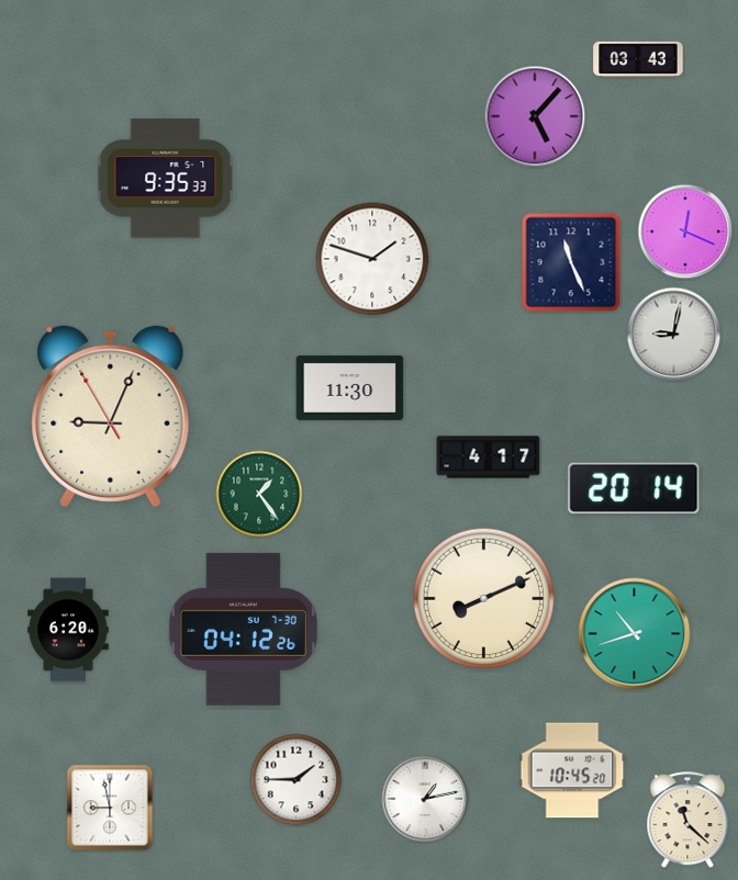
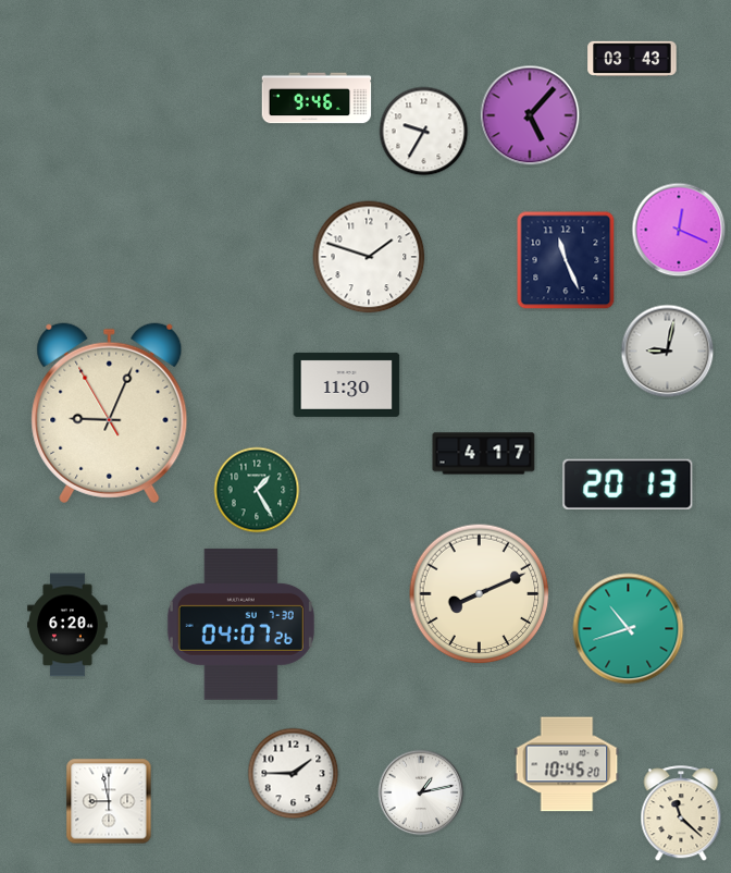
clock at (317, 98): none -> 9:46
clock at (424, 132): none -> 9:35
clock at (166, 179): 9:35 -> none
clock at (674, 335) position: (674, 335) -> (668, 352)
clock at (634, 488): 20:14 -> 20:13
clock at (259, 494): 1:24 -> 1:25
clock at (243, 629): 04:12 -> 04:07
